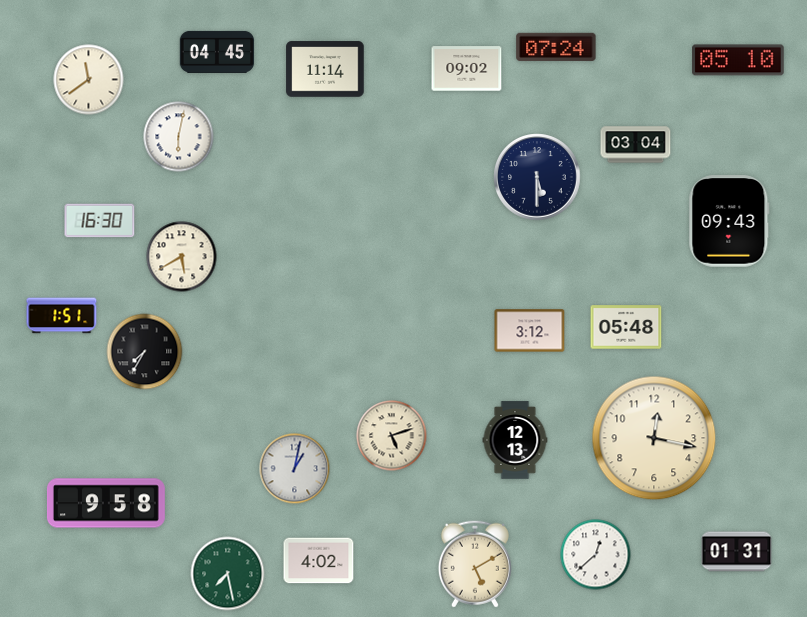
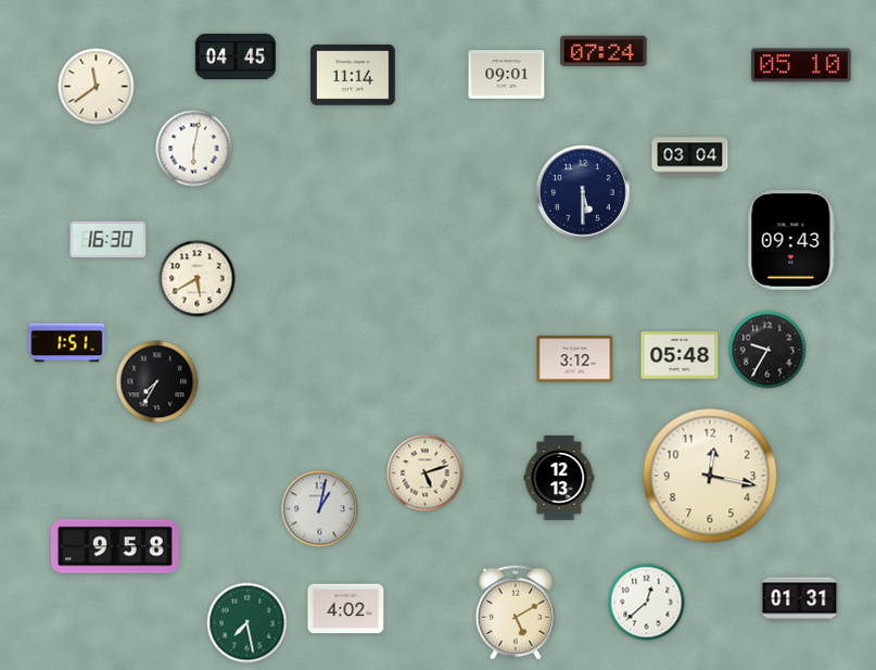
clock at (467, 69): 09:02 -> 09:01
clock at (767, 350): none -> 9:35
